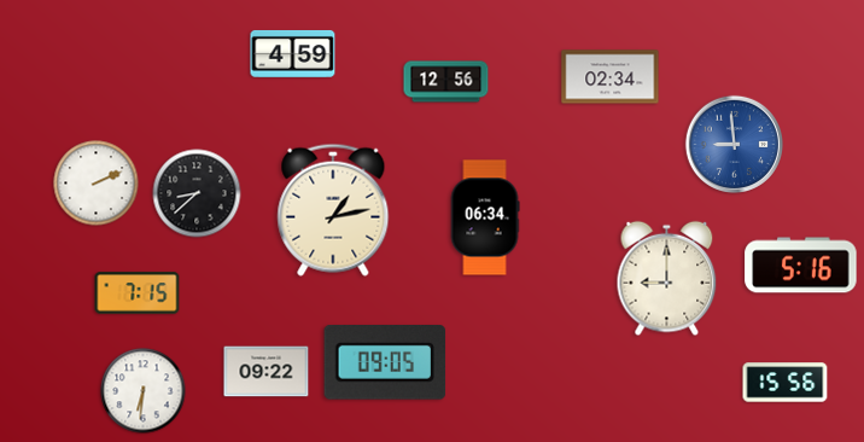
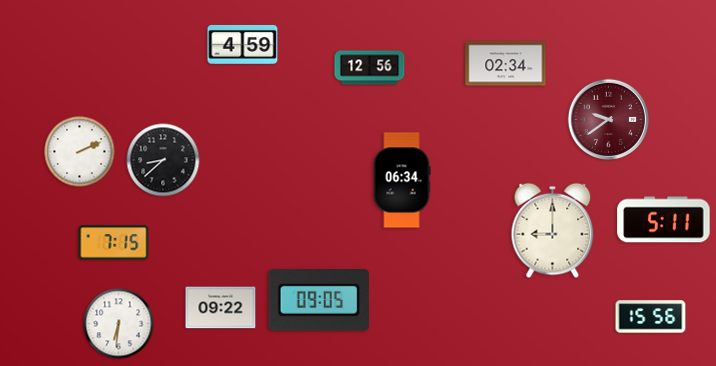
clock at (734, 144): 8:59 -> 9:39
clock at (734, 144) dial: blue -> burgundy
clock at (333, 210): 1:13 -> none
clock at (801, 266): 5:16 -> 5:11
